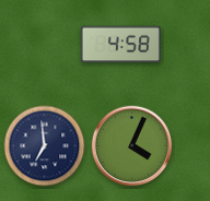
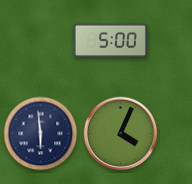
clock at (120, 45): 4:58 -> 5:00
clock at (45, 146): 6:59 -> 5:59
